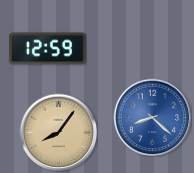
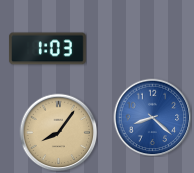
clock at (47, 49): 12:59 -> 1:03
